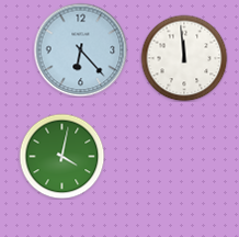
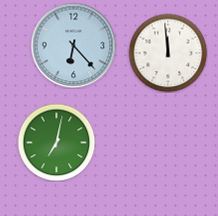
clock at (61, 156): 4:02 -> 7:02
